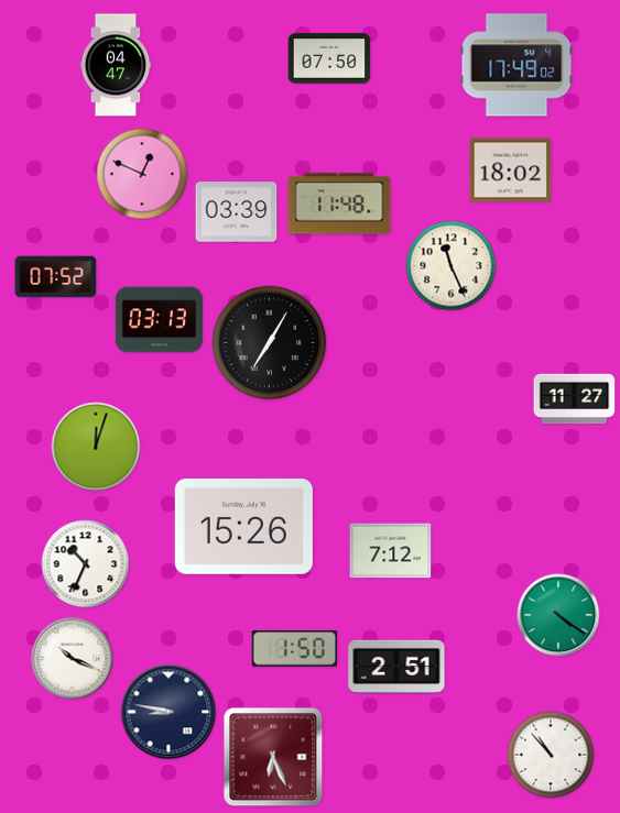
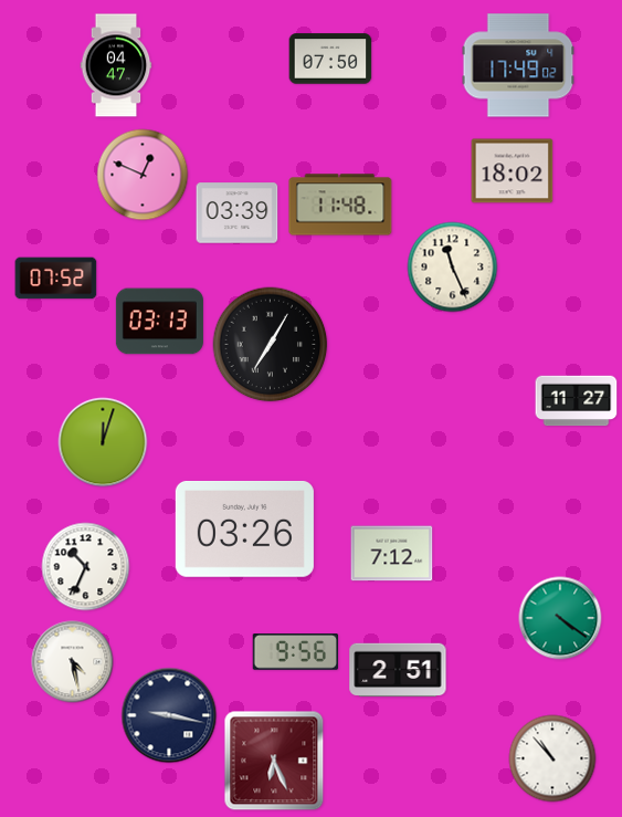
clock at (96, 447) position: (96, 447) -> (103, 442)
clock at (243, 526): 15:26 -> 03:26
clock at (294, 649): 1:50 -> 9:56
clock at (73, 659): 10:19 -> 4:28
clock at (168, 712): 8:47 -> 9:17
